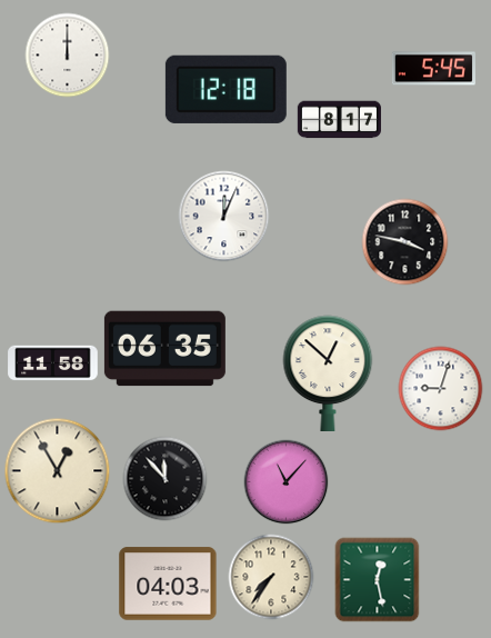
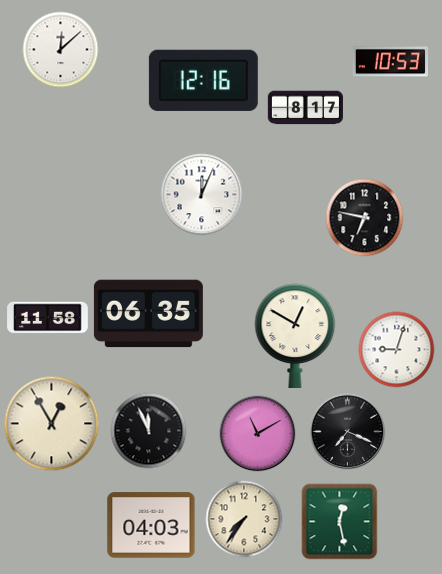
clock at (68, 56): 12:00 -> 12:08
clock at (433, 69): 5:45 -> 10:53
clock at (226, 89): 12:18 -> 12:16
clock at (405, 242): 3:47 -> 6:47
clock at (53, 363) position: (53, 363) -> (48, 318)
clock at (328, 372): 12:52 -> 12:50
clock at (166, 479): 11:53 -> 11:56
clock at (348, 432): none -> 7:19
clock at (287, 482): 11:07 -> 11:10
